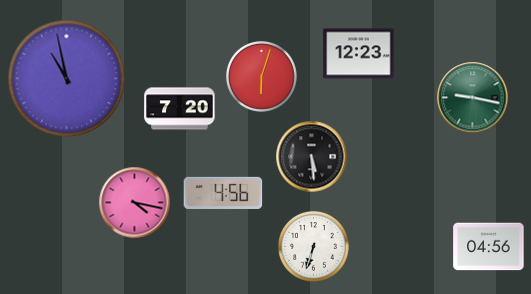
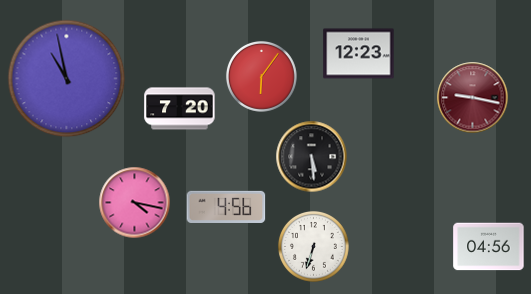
clock at (261, 76): 6:03 -> 6:06
clock at (473, 98) dial: green -> burgundy
clock at (223, 193) position: (223, 193) -> (226, 207)
